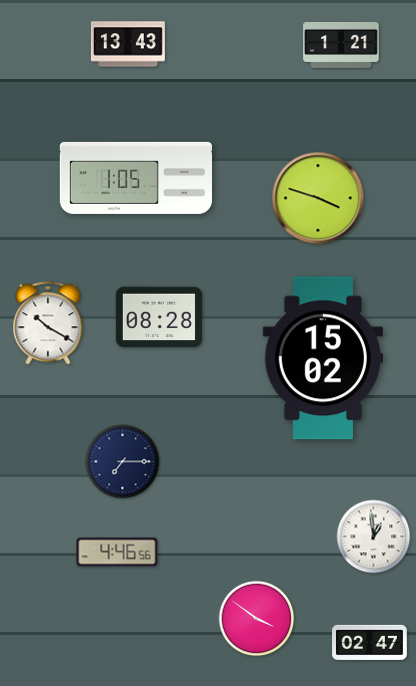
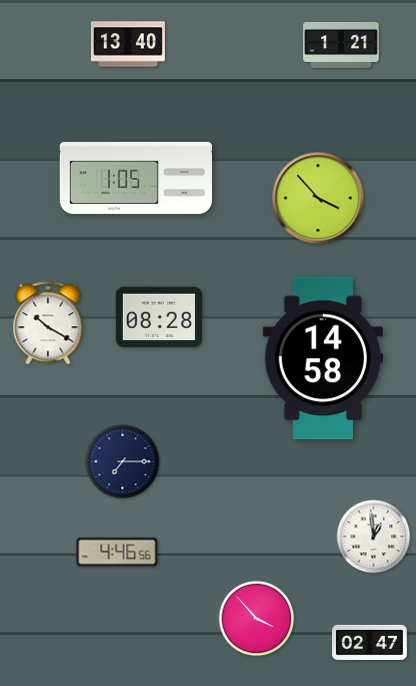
clock at (128, 44): 13:43 -> 13:40
clock at (318, 198): 3:48 -> 3:53
clock at (323, 358): 15:02 -> 14:58
clock at (257, 619): 3:51 -> 3:53
